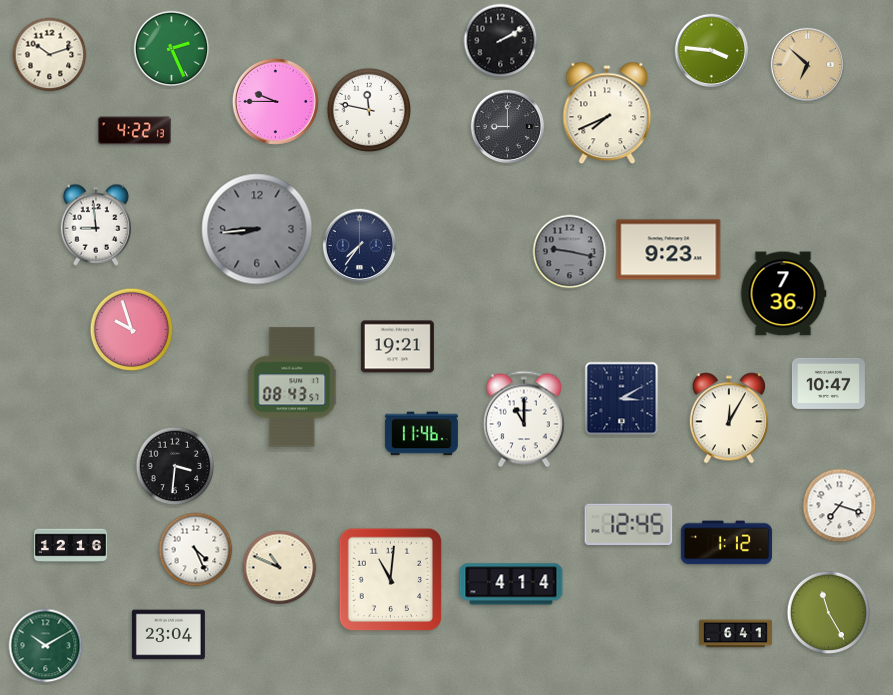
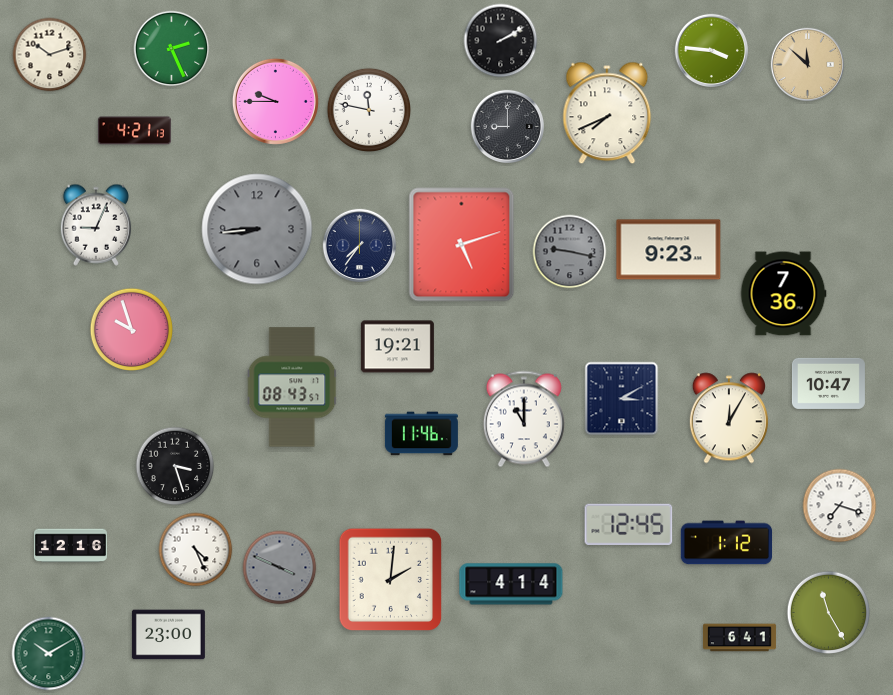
clock at (807, 64): 6:52 -> 11:52
clock at (134, 131): 4:22 -> 4:21
clock at (95, 225): 8:59 -> 9:04
clock at (462, 245): none -> 5:12
clock at (175, 466): 3:31 -> 3:27
clock at (280, 568): 10:49 -> 3:49
clock at (280, 568) dial: cream -> grey
clock at (391, 580): 11:01 -> 2:01
clock at (735, 634) position: (735, 634) -> (739, 638)
clock at (168, 635): 23:04 -> 23:00
clock at (46, 646) position: (46, 646) -> (49, 654)
